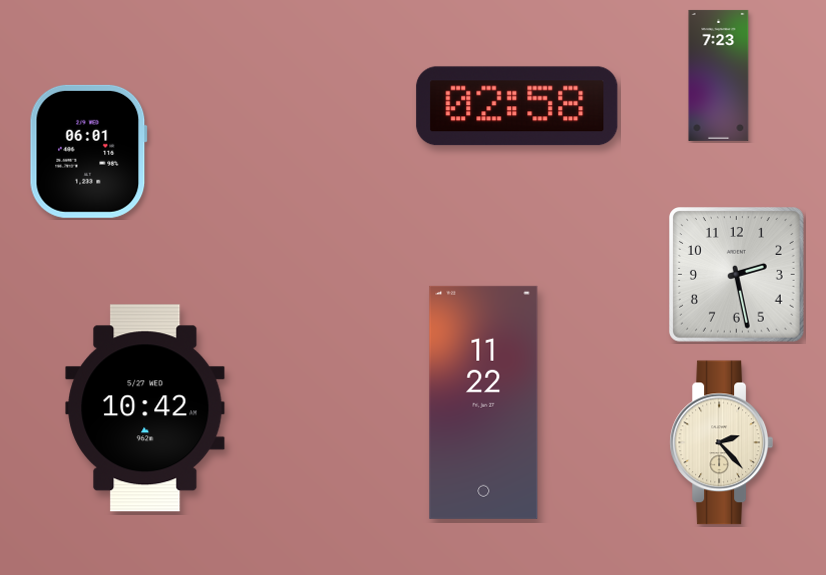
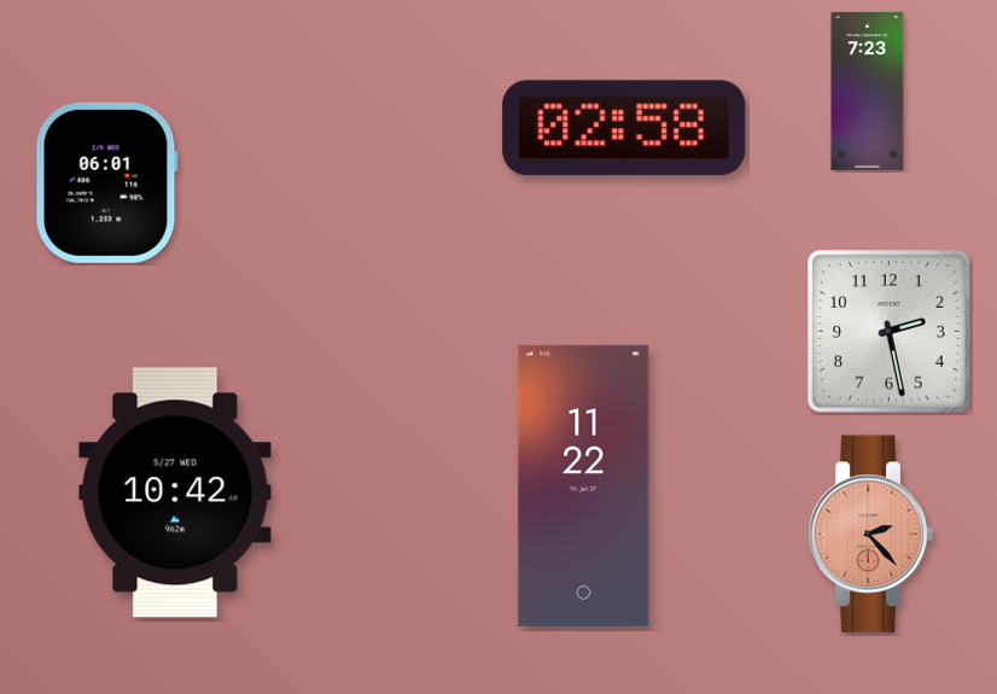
clock at (721, 443) dial: cream -> salmon
